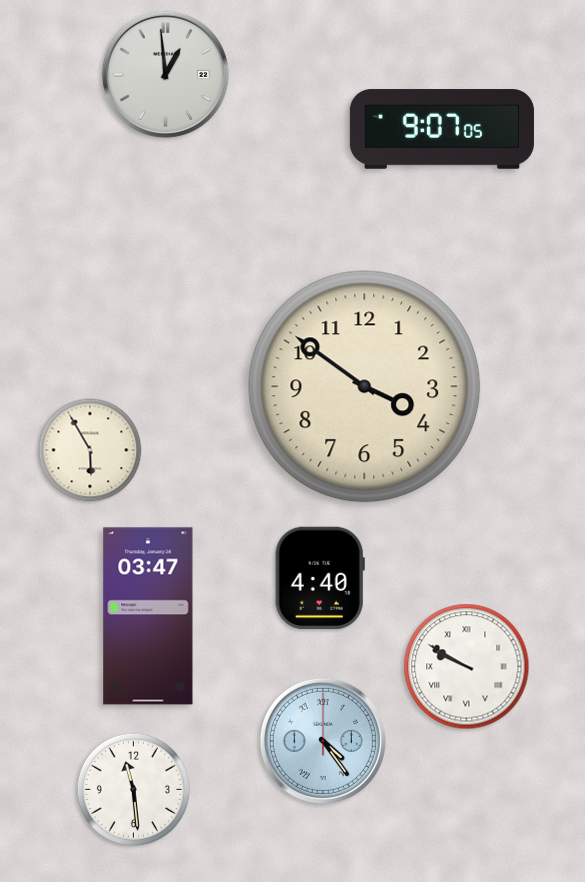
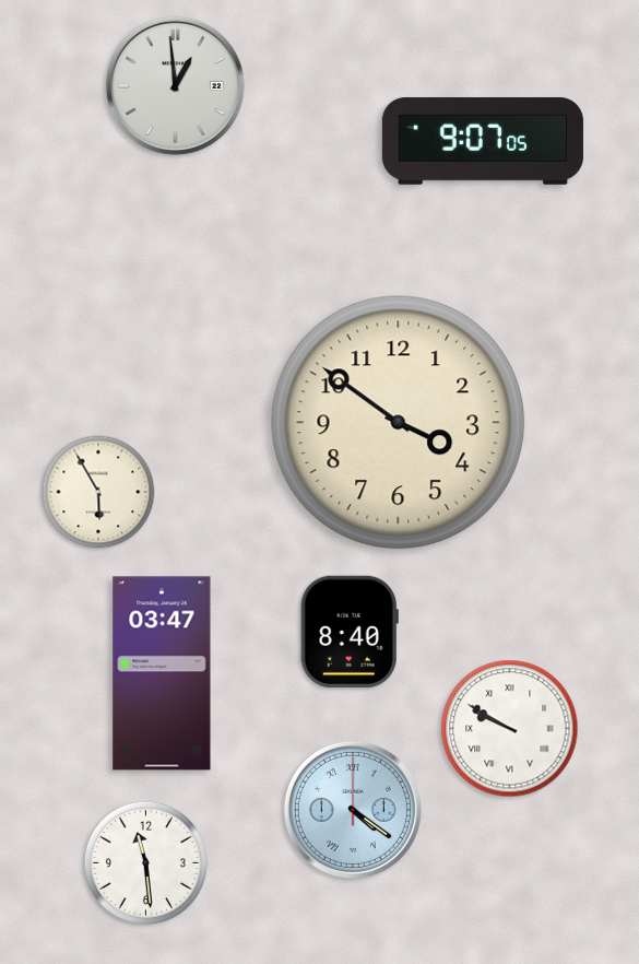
clock at (165, 74) position: (165, 74) -> (175, 85)
clock at (320, 578): 4:40 -> 8:40
clock at (323, 741): 4:24 -> 4:21
